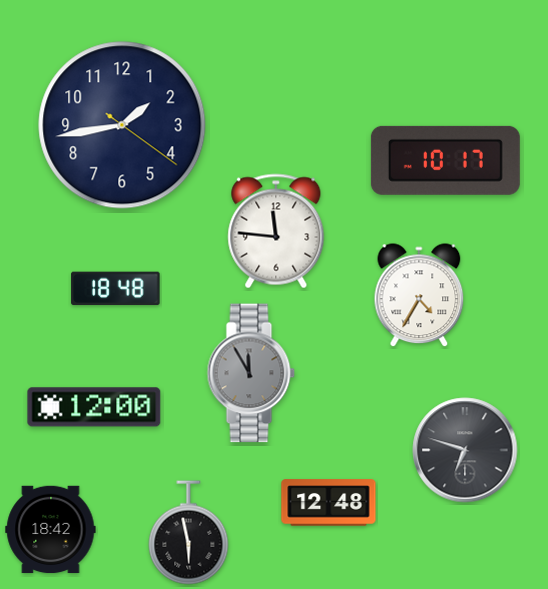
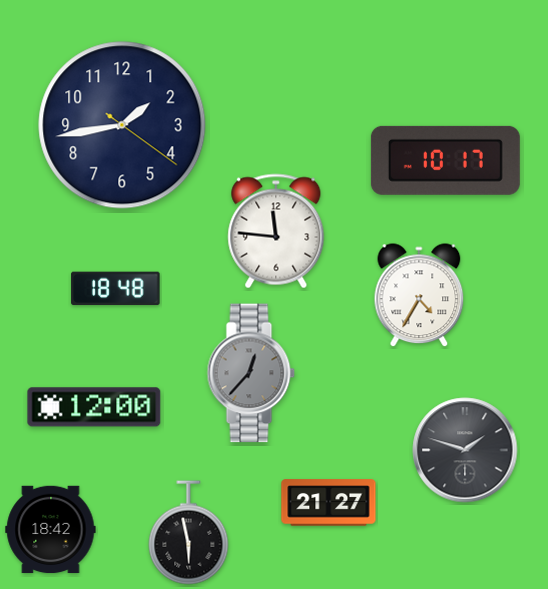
clock at (251, 373): 11:55 -> 12:37
clock at (465, 450): 6:48 -> 1:48
clock at (329, 503): 12:48 -> 21:27
